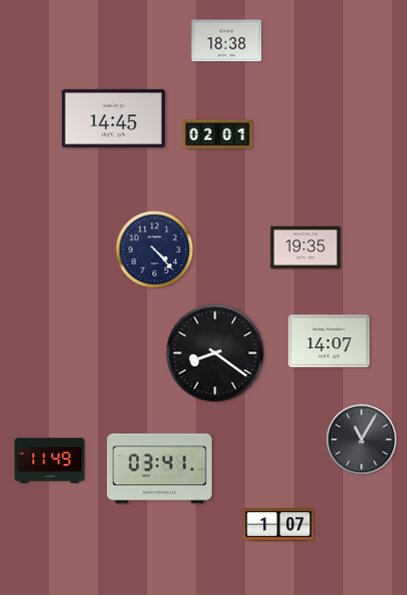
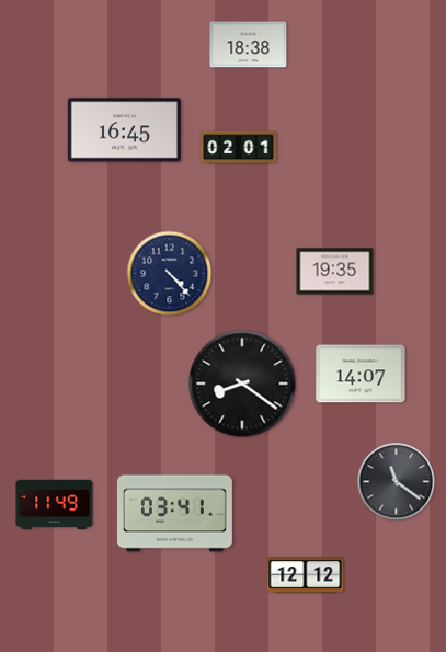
clock at (113, 119): 14:45 -> 16:45
clock at (215, 353) position: (215, 353) -> (242, 384)
clock at (362, 440): 11:05 -> 11:21
clock at (279, 525): 1:07 -> 12:12
